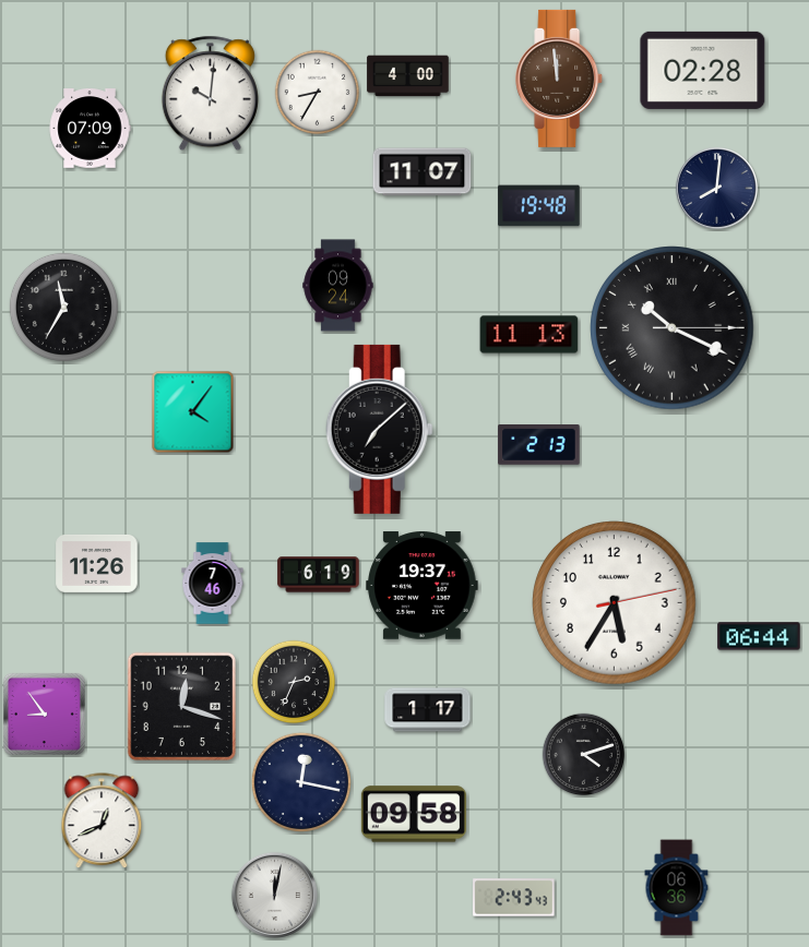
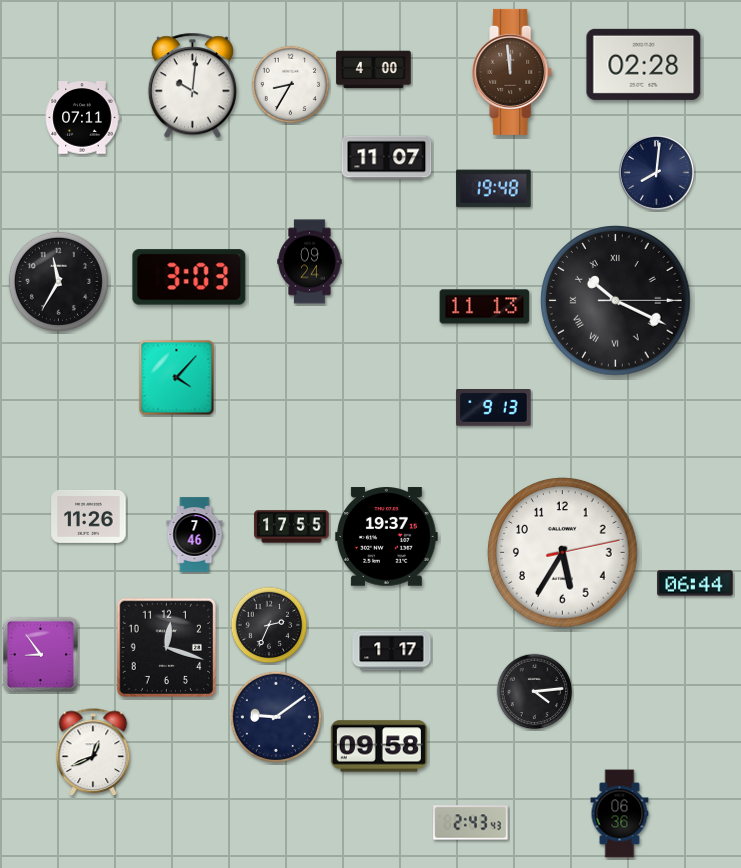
clock at (90, 129): 07:09 -> 07:11
clock at (189, 277): none -> 3:03
clock at (193, 412): 4:06 -> 4:07
clock at (379, 429): 7:08 -> none
clock at (539, 445): 2:13 -> 9:13
clock at (319, 575): 6:19 -> 17:55
clock at (584, 755): 4:12 -> 4:14
clock at (301, 782): 12:17 -> 9:09
clock at (274, 895): 12:02 -> none
